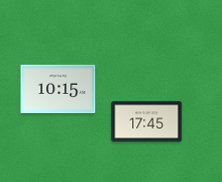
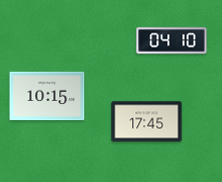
clock at (172, 41): none -> 04:10
clock at (58, 89) position: (58, 89) -> (47, 96)
